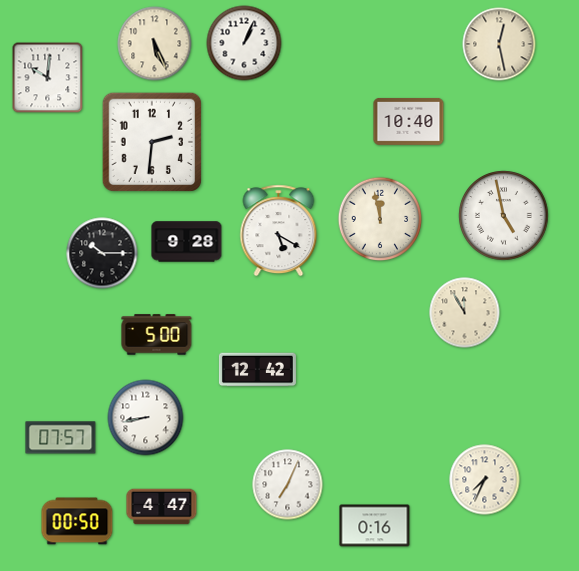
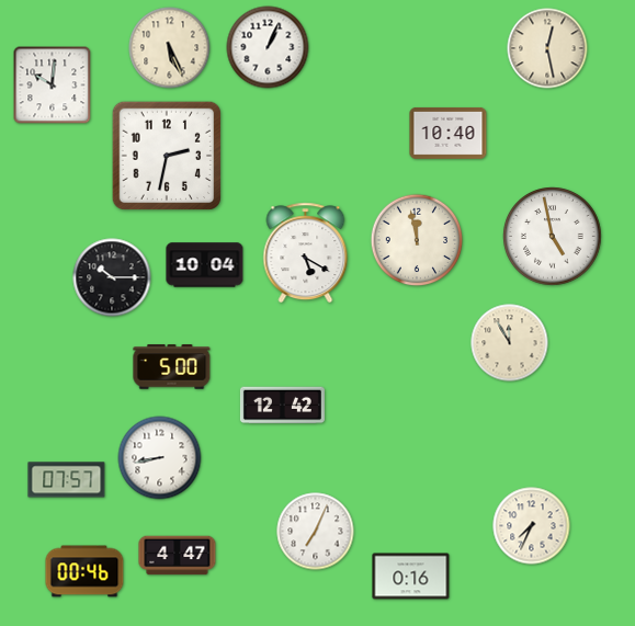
clock at (152, 142): 2:31 -> 2:32
clock at (187, 242): 9:28 -> 10:04
clock at (77, 521): 00:50 -> 00:46
